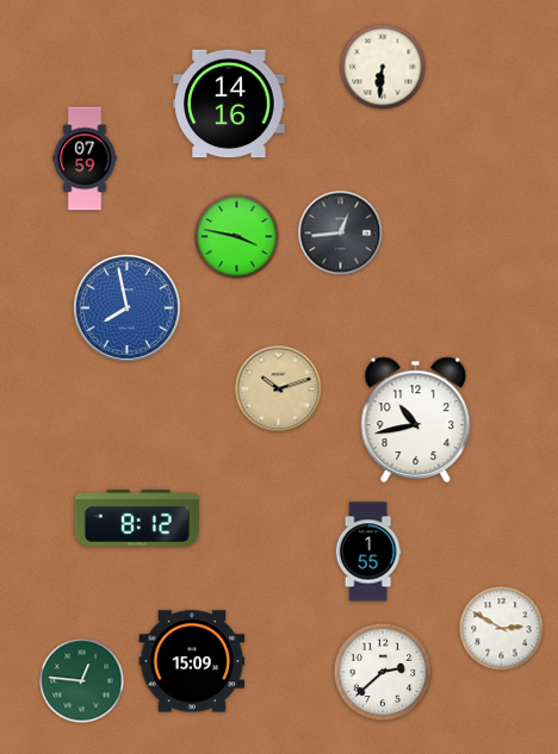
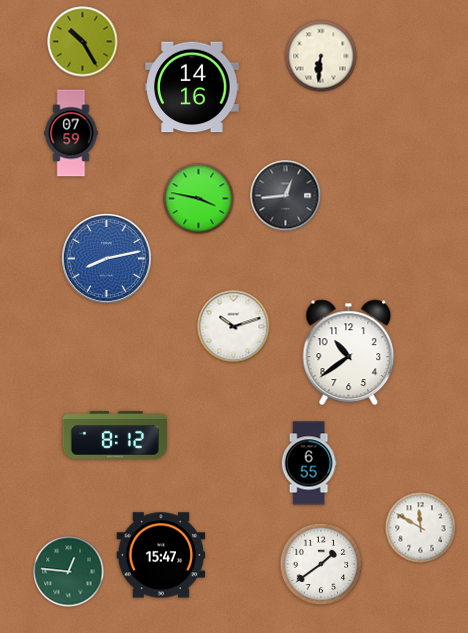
clock at (83, 42): none -> 10:25
clock at (126, 307): 7:58 -> 8:13
clock at (279, 390) dial: champagne -> white
clock at (416, 419): 10:43 -> 10:39
clock at (368, 552): 1:55 -> 6:55
clock at (502, 629): 2:50 -> 11:50
clock at (192, 661): 15:09 -> 15:47
clock at (383, 672): 2:38 -> 1:39
